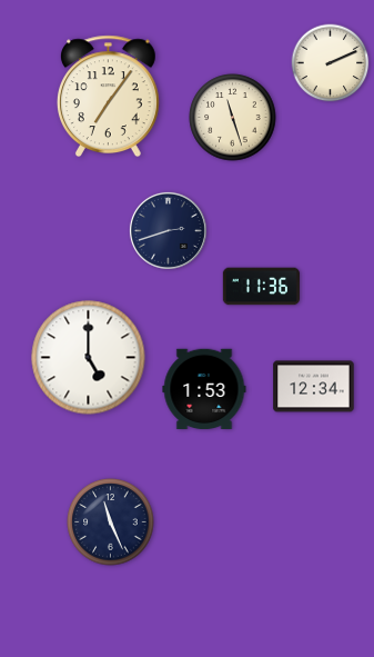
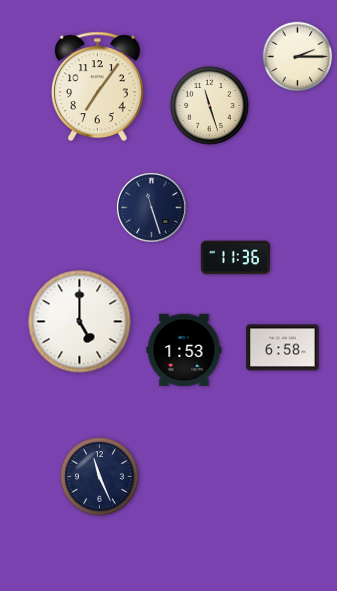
clock at (331, 63): 2:11 -> 2:15
clock at (168, 230): 2:42 -> 11:27
clock at (314, 387): 12:34 -> 6:58
clock at (111, 522) position: (111, 522) -> (100, 477)
